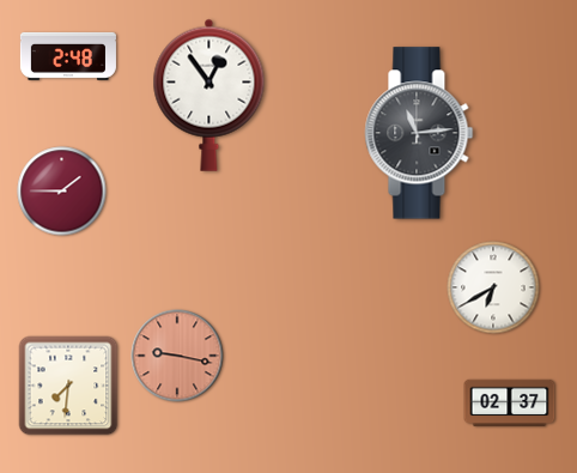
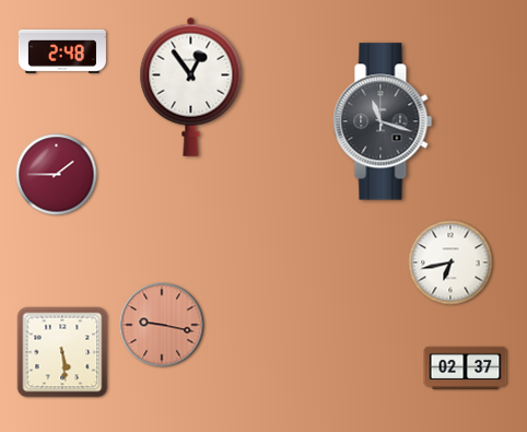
clock at (419, 133): 11:14 -> 11:18
clock at (493, 287): 6:40 -> 6:43
clock at (68, 386): 7:31 -> 5:29
